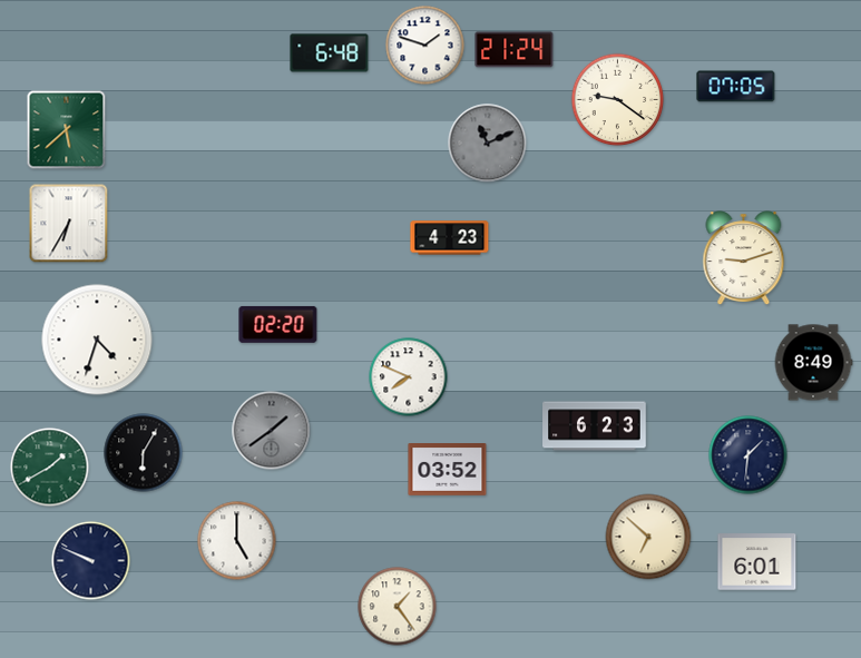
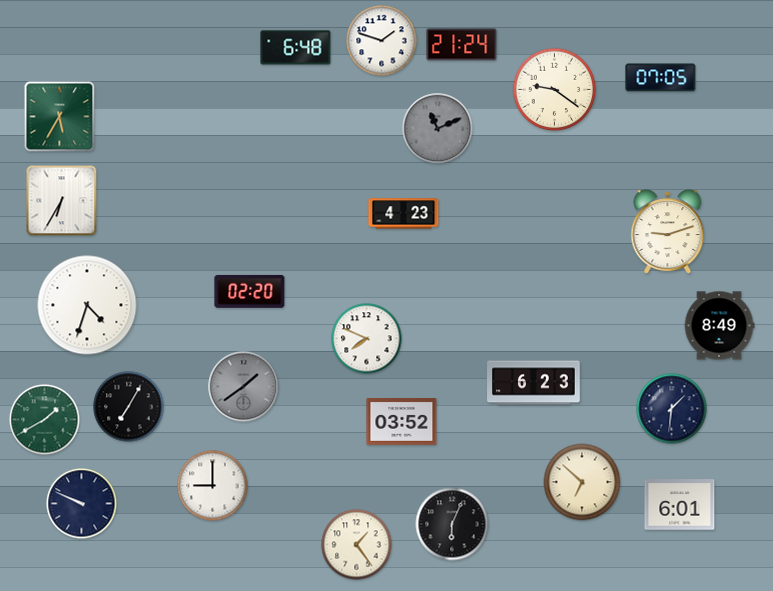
clock at (67, 130): 5:38 -> 5:35
clock at (813, 363) position: (813, 363) -> (719, 326)
clock at (144, 453): 6:05 -> 7:05
clock at (237, 541): 5:00 -> 9:00
clock at (452, 524): none -> 6:04
